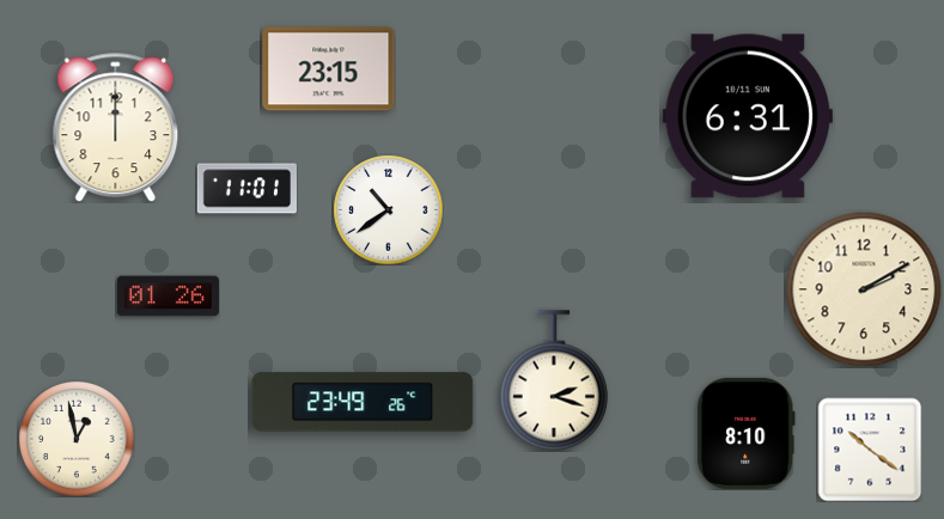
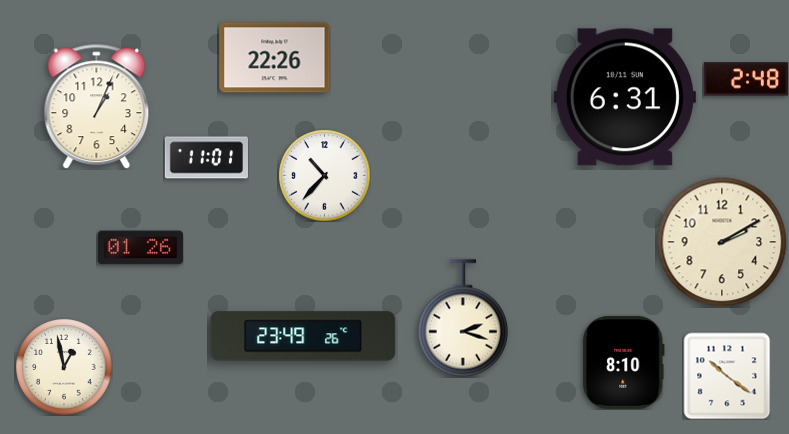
clock at (329, 69): 23:15 -> 22:26
clock at (746, 79): none -> 2:48
clock at (116, 128): 12:00 -> 1:04
clock at (388, 209): 10:39 -> 10:37
